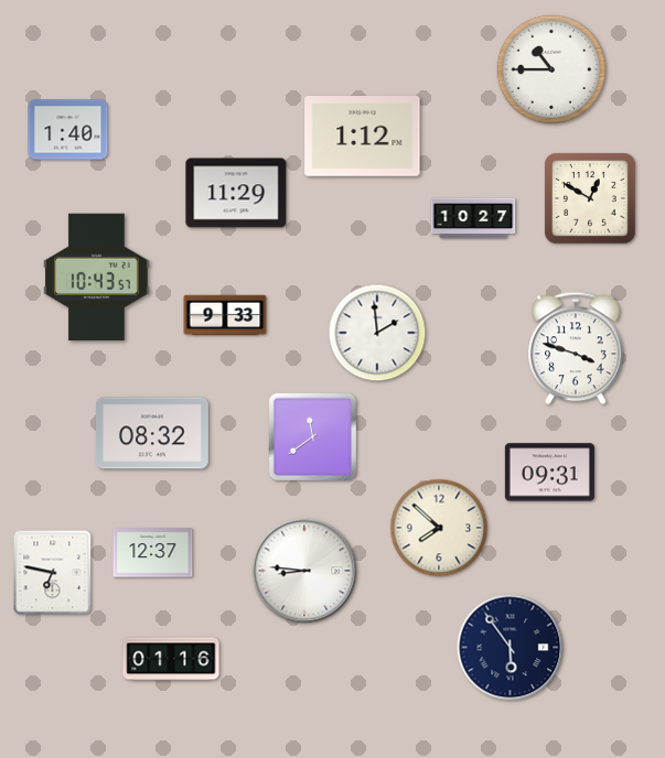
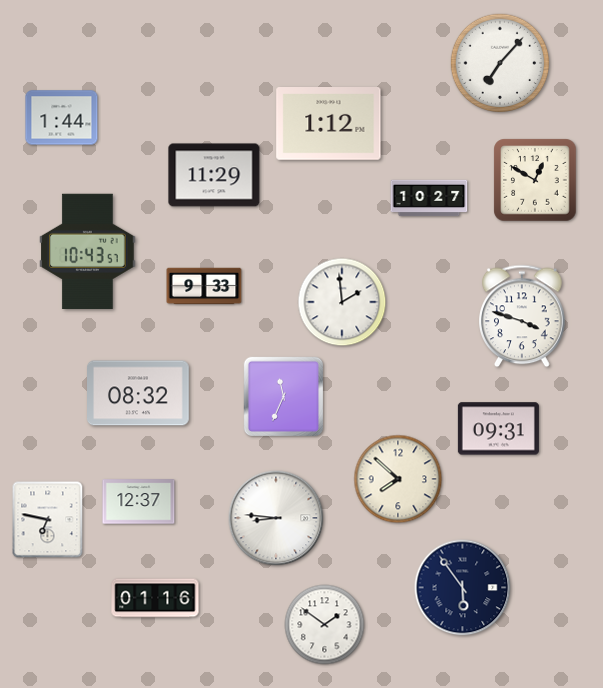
clock at (551, 69): 10:45 -> 7:07
clock at (68, 130): 1:40 -> 1:44
clock at (313, 437): 11:39 -> 11:34
clock at (325, 625): none -> 1:51
